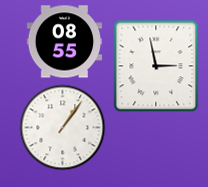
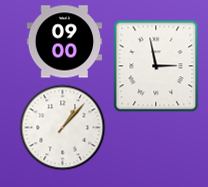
clock at (65, 42): 08:55 -> 09:00
clock at (63, 128): 1:06 -> 1:07
